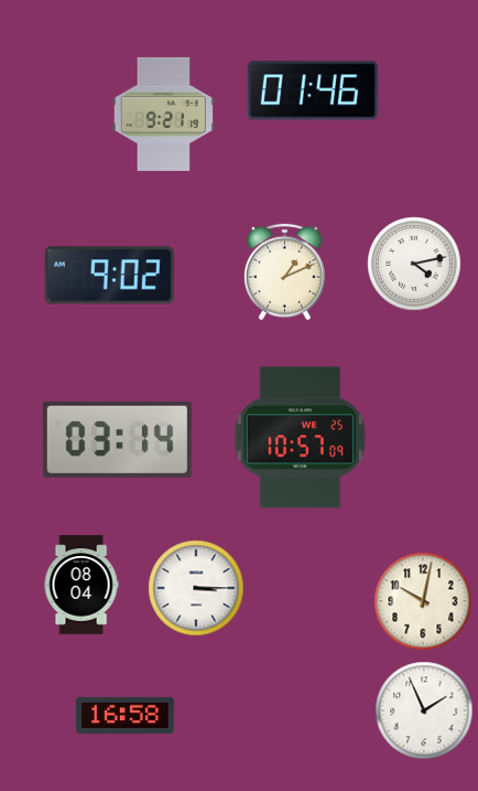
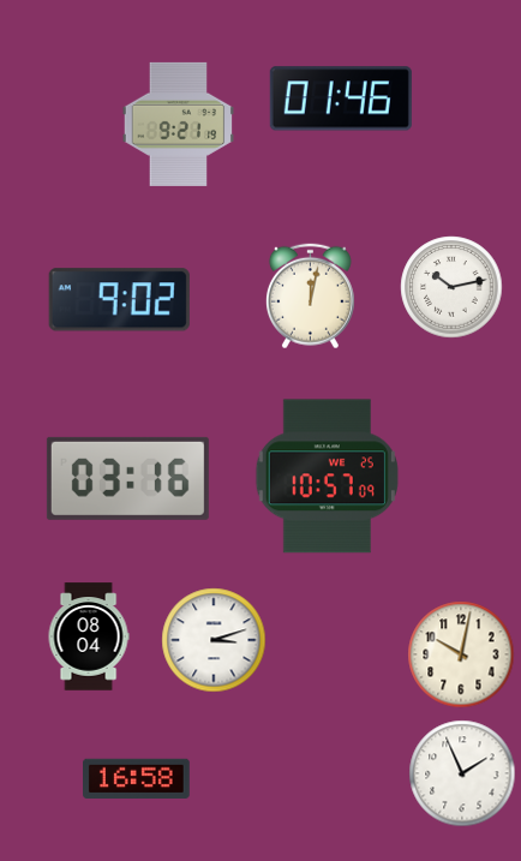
clock at (414, 264): 4:13 -> 10:13
clock at (284, 272): 1:11 -> 12:02
clock at (117, 439): 03:14 -> 03:16
clock at (196, 588): 3:15 -> 3:12
